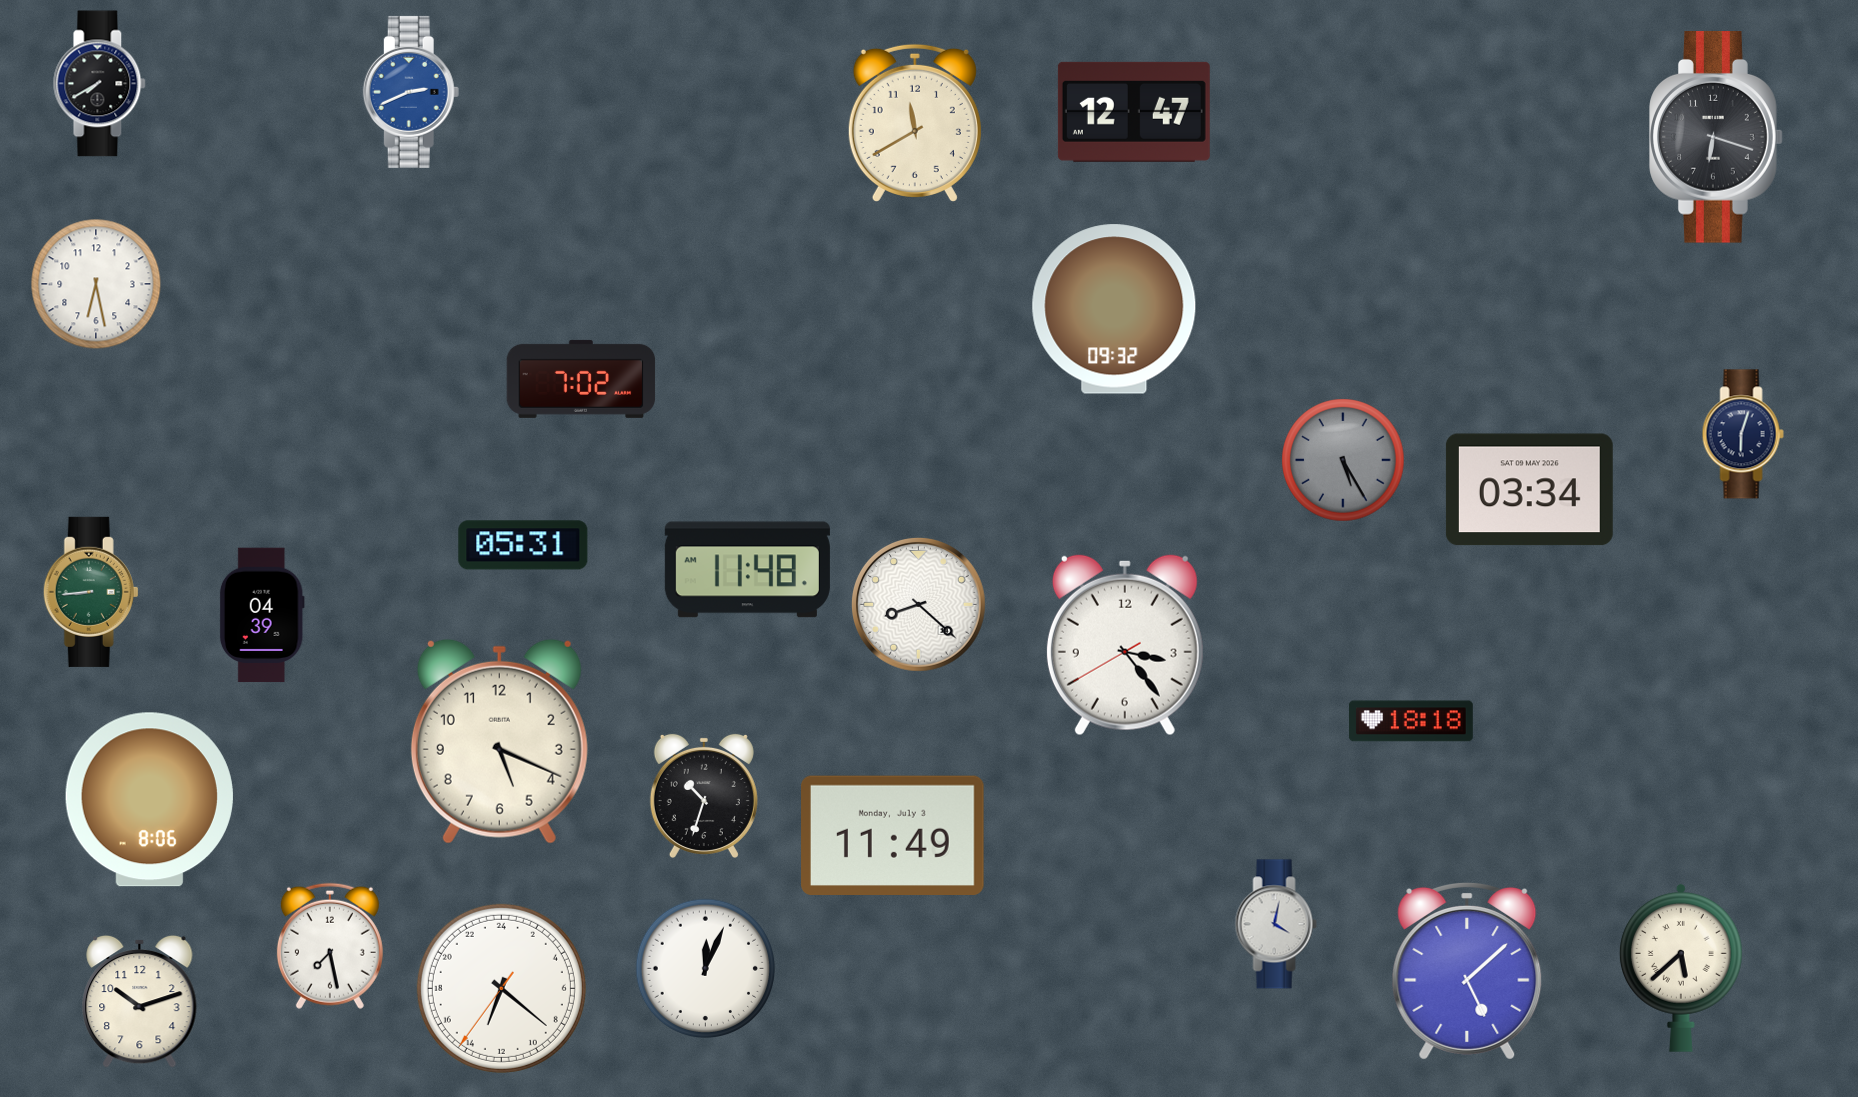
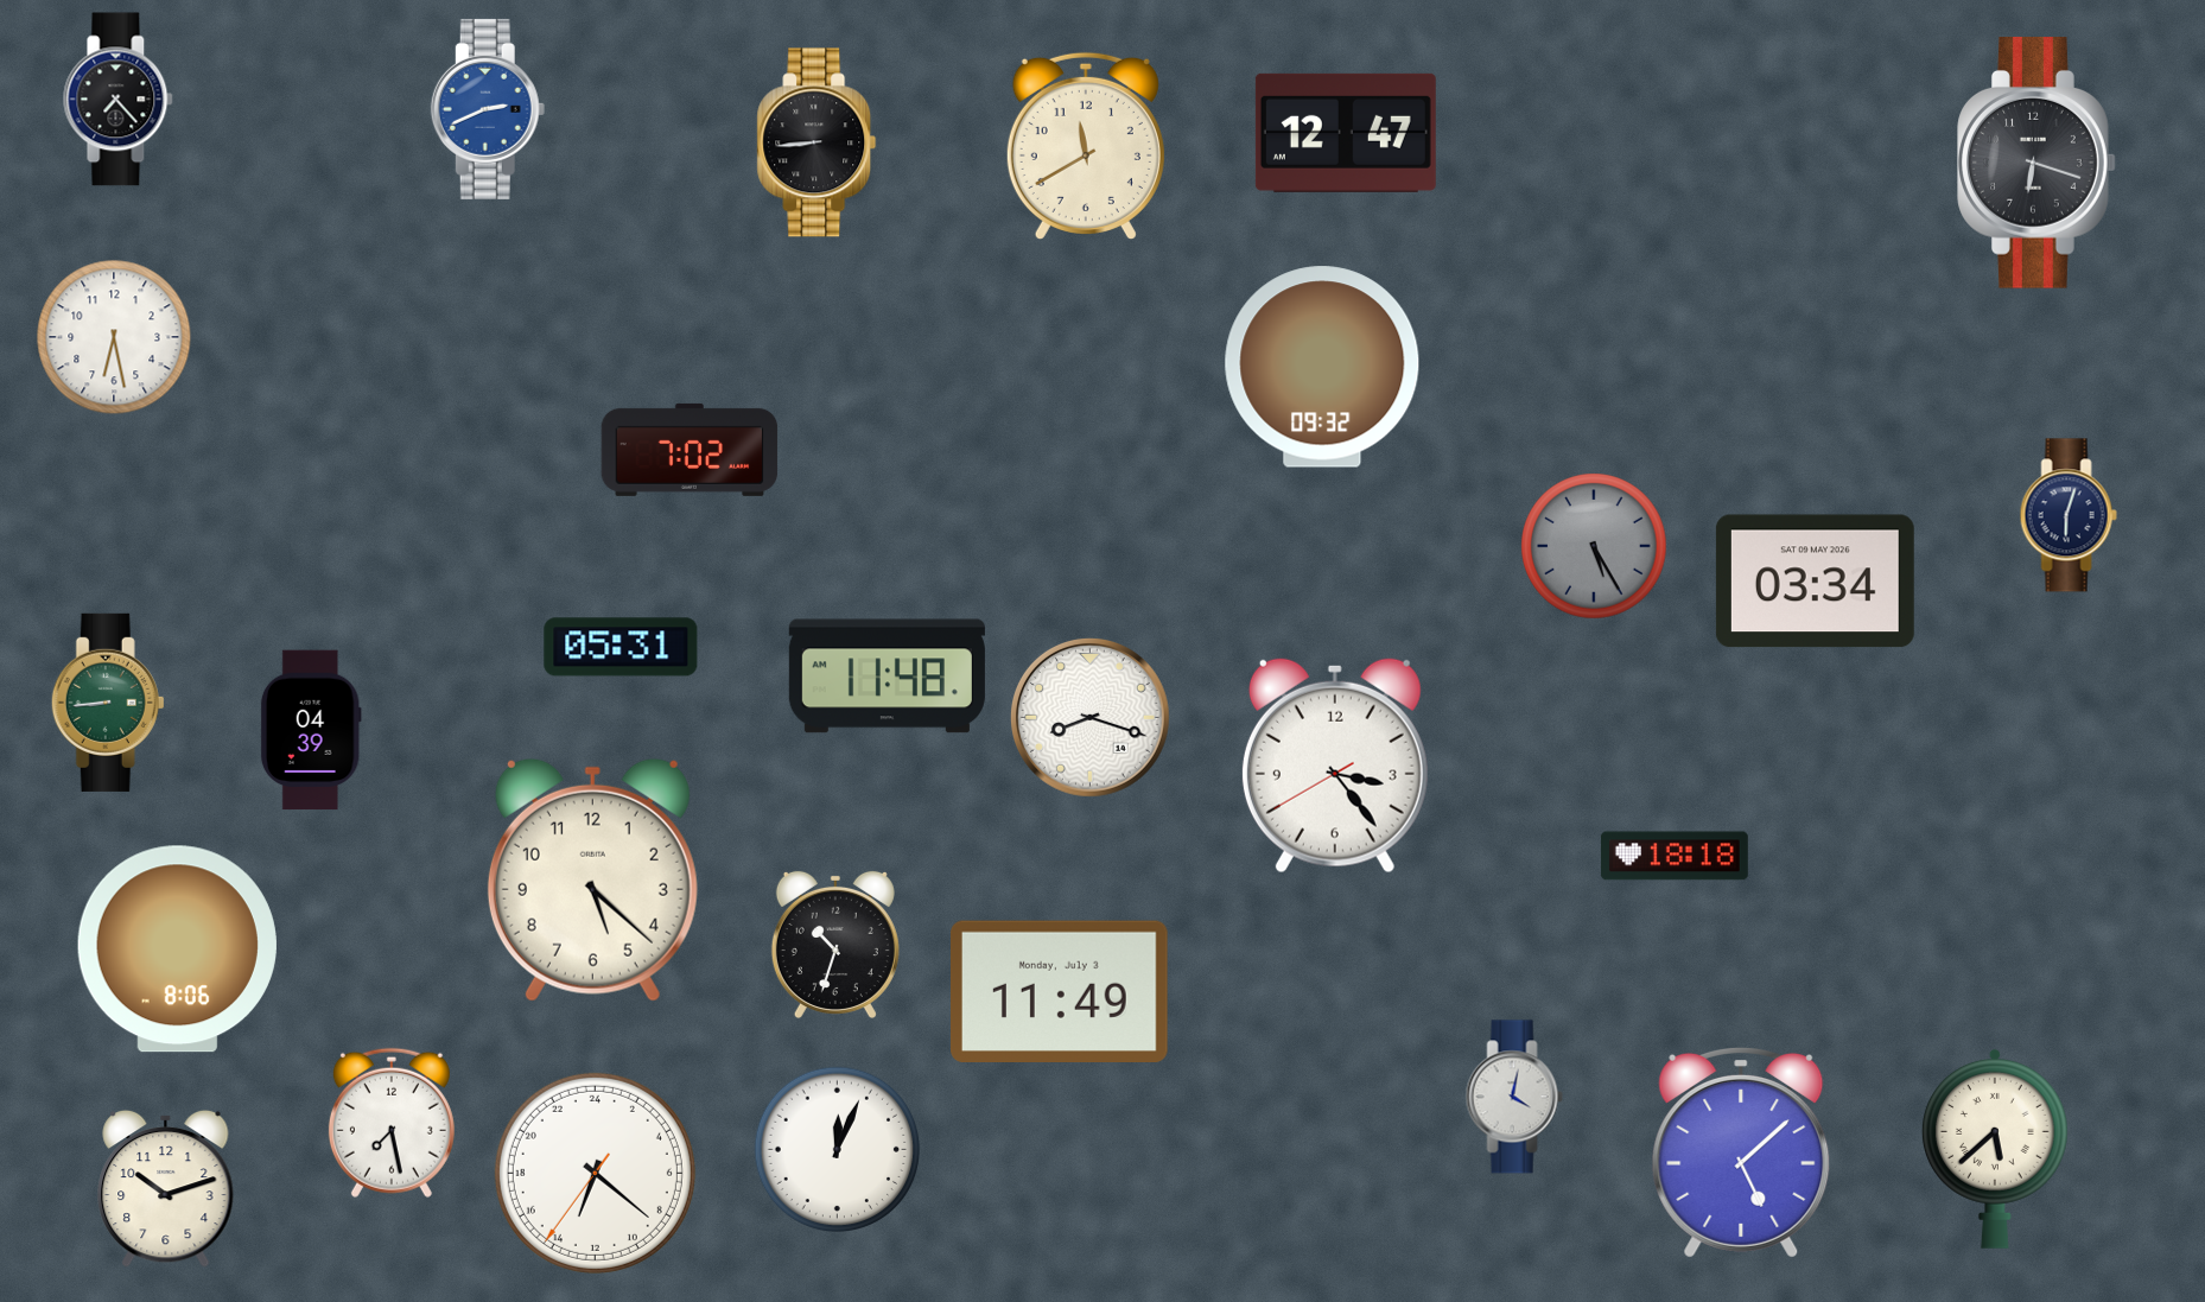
clock at (100, 84): 7:40 -> 7:23
clock at (816, 142): none -> 8:44
clock at (918, 604): 8:22 -> 8:18
clock at (499, 741): 5:19 -> 5:22
